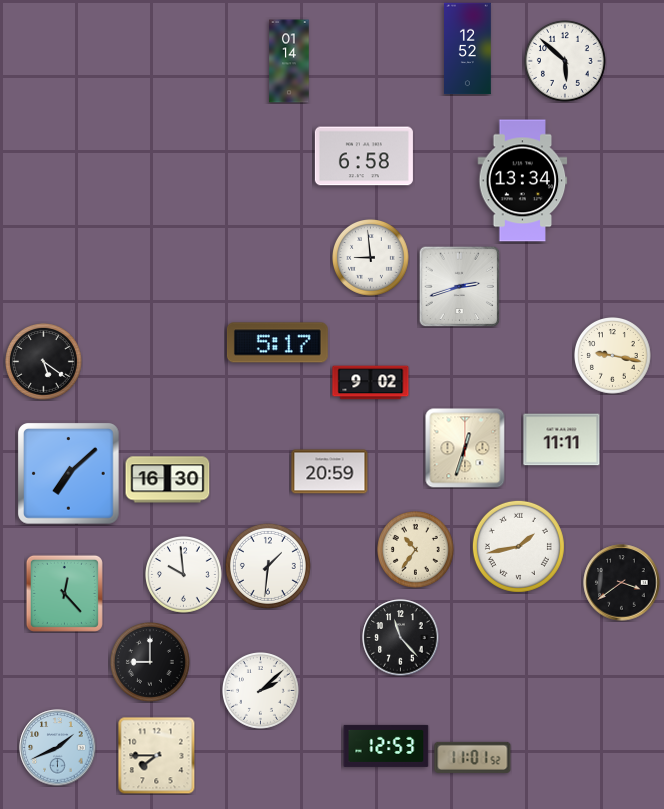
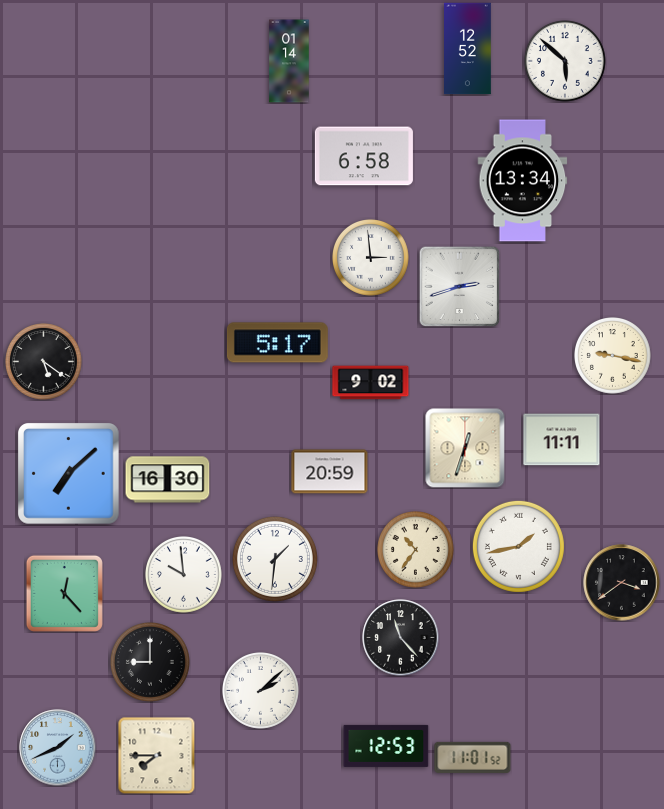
clock at (371, 258): 8:59 -> 2:59
clock at (268, 566) position: (268, 566) -> (275, 559)
